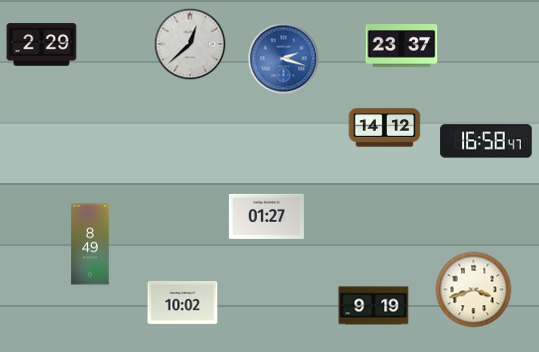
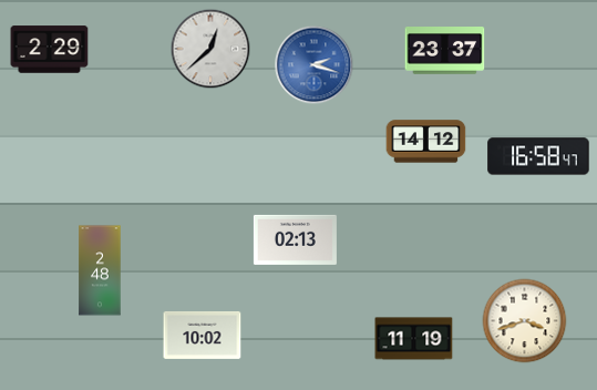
clock at (42, 45) position: (42, 45) -> (50, 50)
clock at (266, 216): 01:27 -> 02:13
clock at (90, 244): 8:49 -> 2:48
clock at (374, 306): 9:19 -> 11:19
